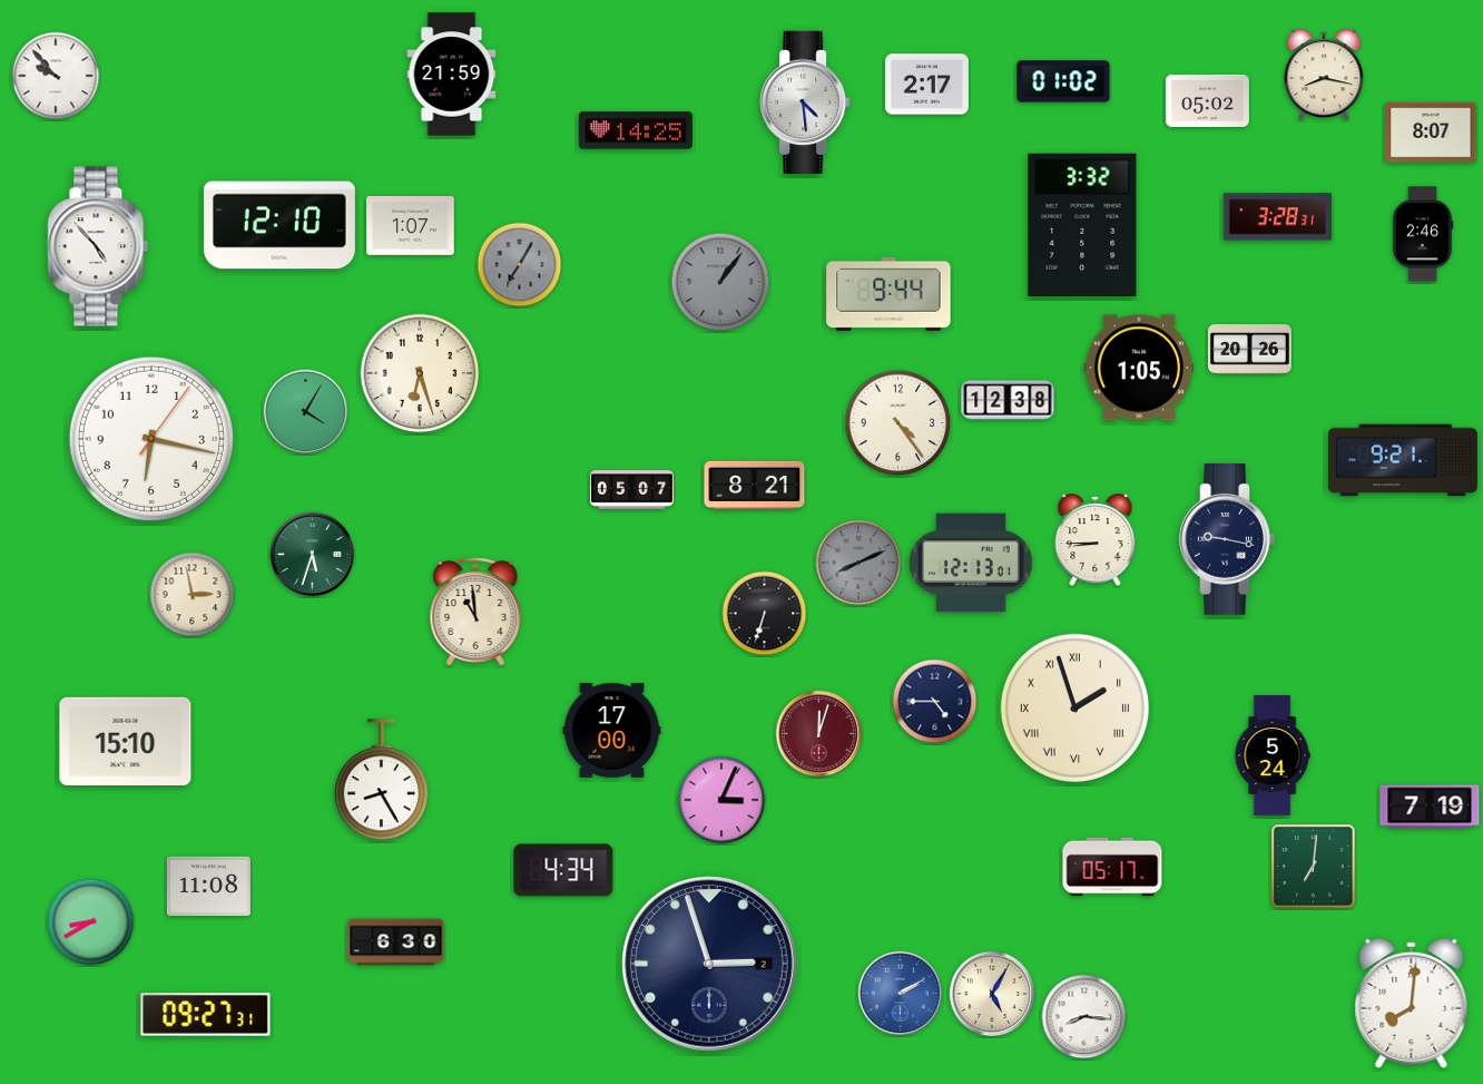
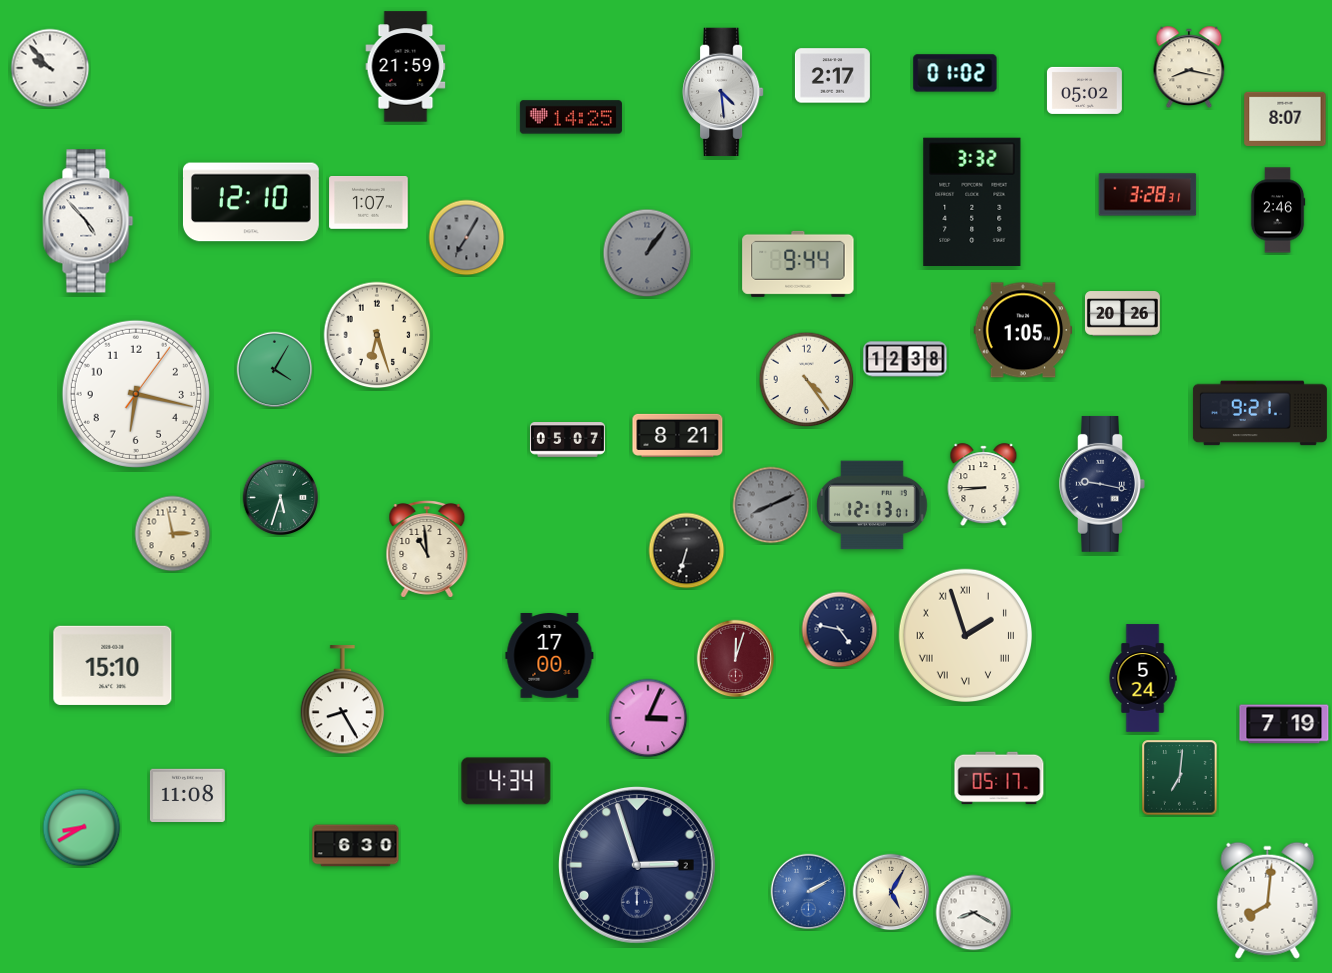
clock at (935, 702): 4:45 -> 4:47
clock at (206, 1015): 09:27 -> none
clock at (1084, 1017): 8:16 -> 8:20
